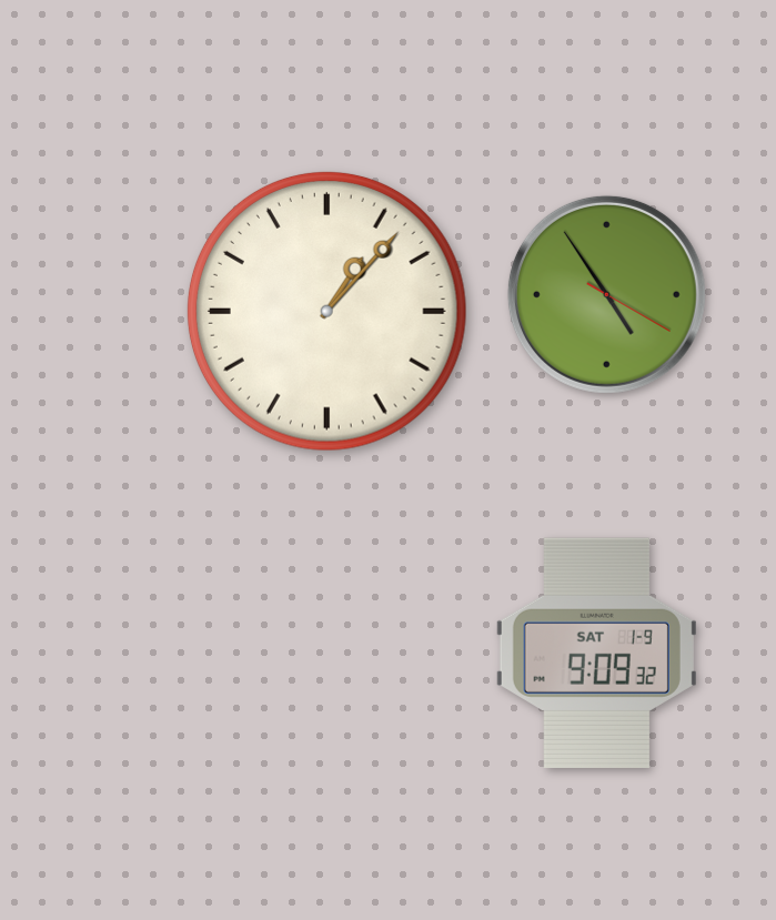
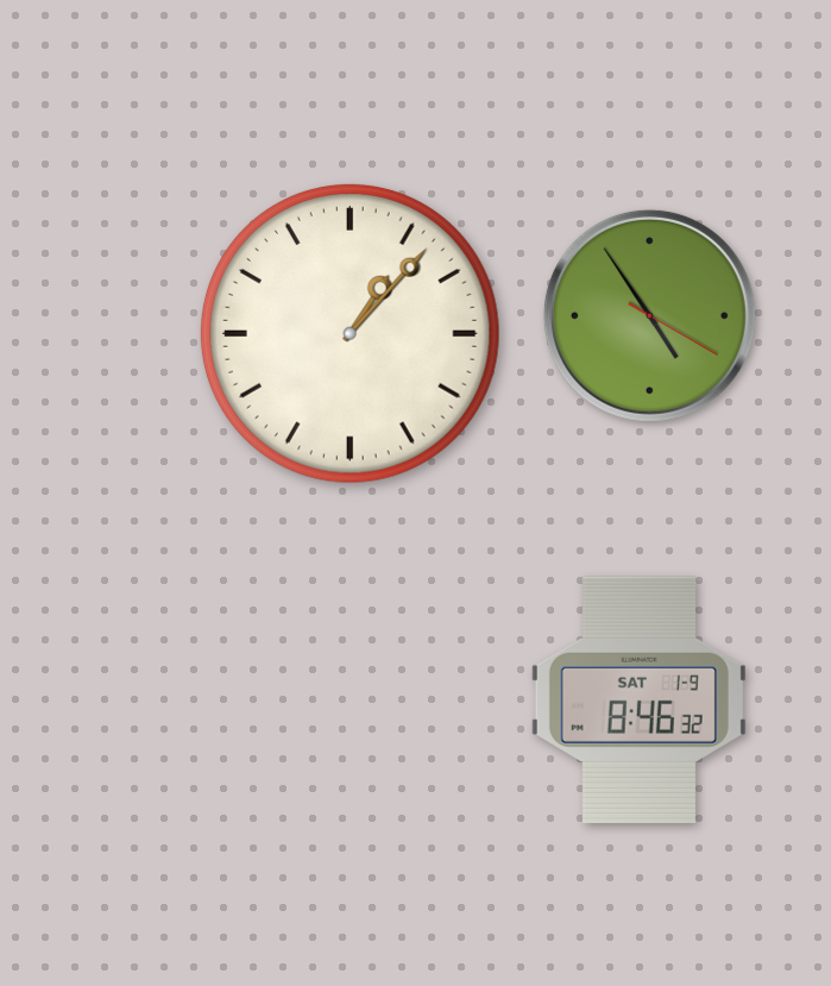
clock at (596, 653): 9:09 -> 8:46
